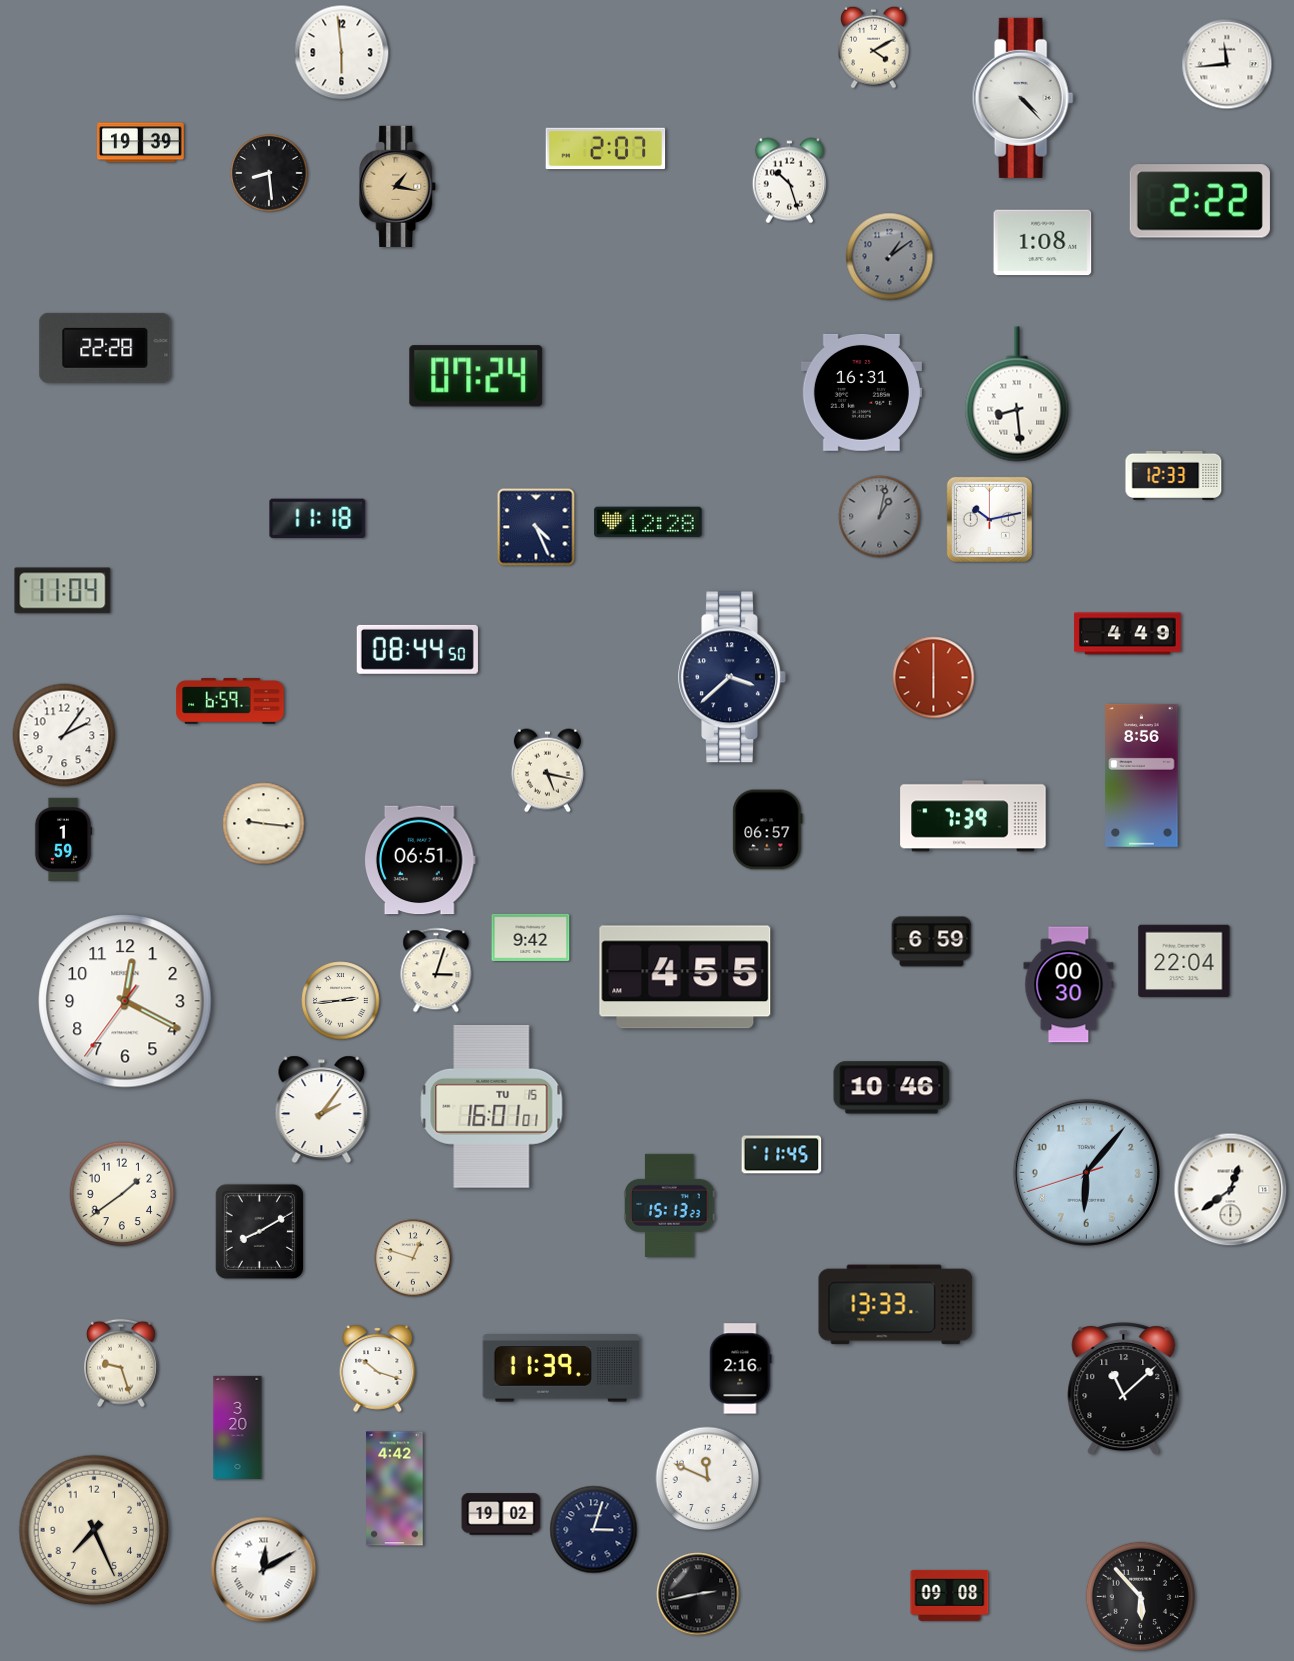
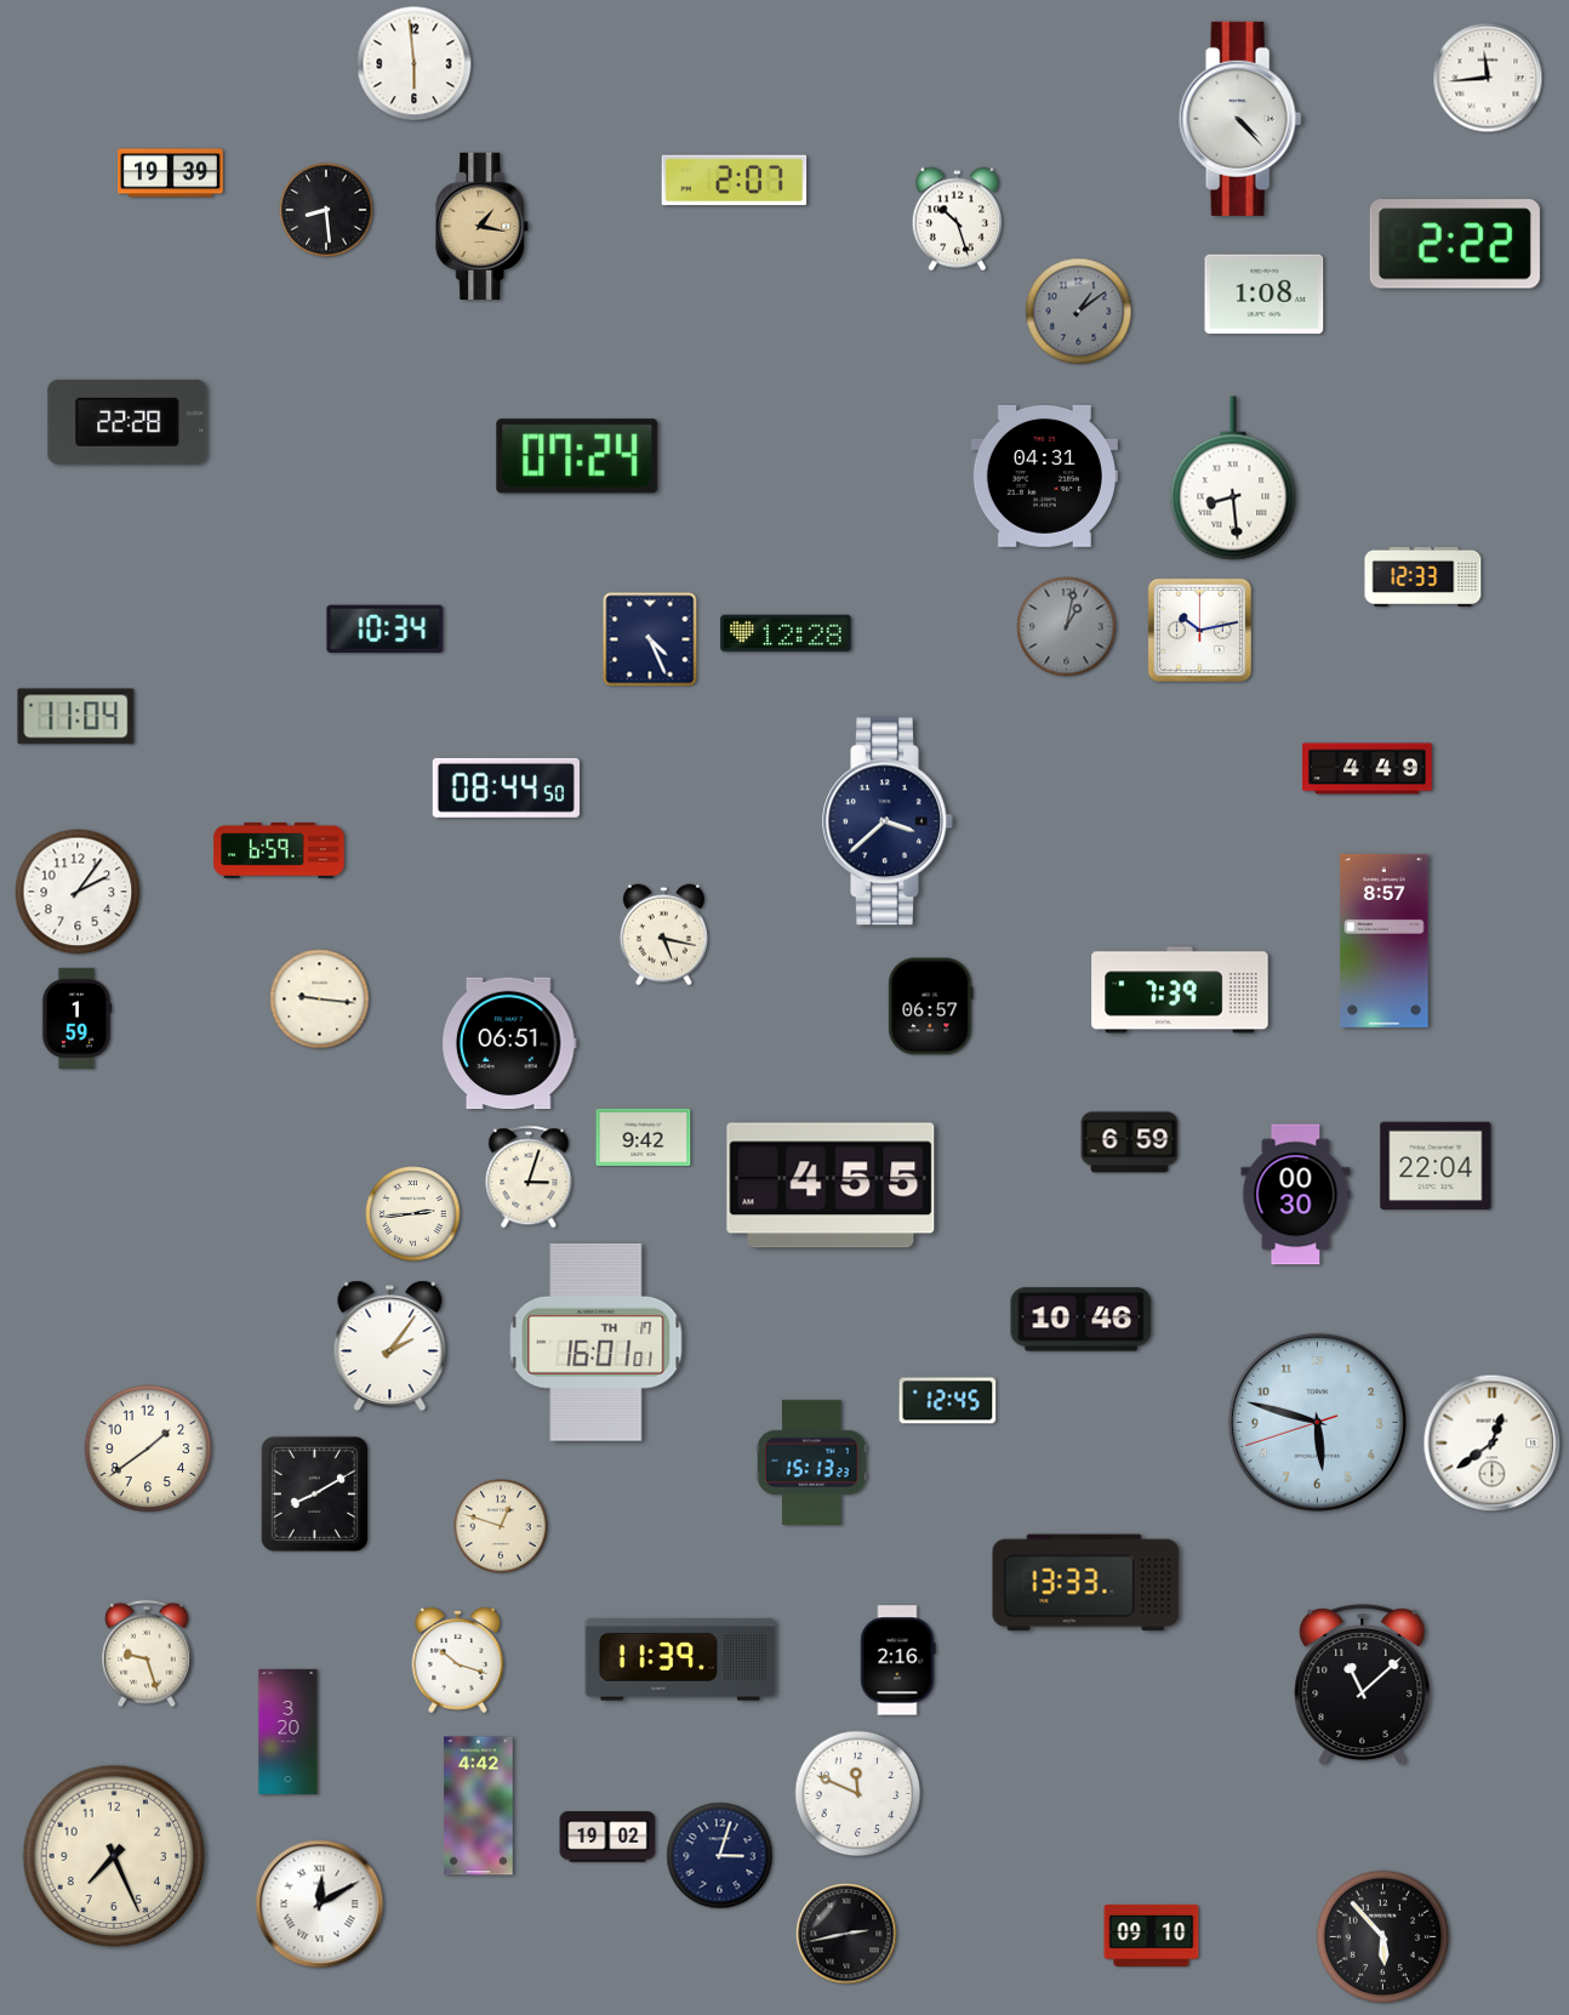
clock at (874, 47): 4:10 -> none
clock at (861, 392): 16:31 -> 04:31
clock at (318, 519): 11:18 -> 10:34
clock at (934, 678): 6:00 -> none
clock at (1142, 775): 8:56 -> 8:57
clock at (125, 1001): 12:19 -> none
clock at (492, 1106) date: TU 15 -> TH 17
clock at (782, 1155): 11:45 -> 12:45
clock at (1086, 1172): 6:06 -> 5:47
clock at (950, 1595): 09:08 -> 09:10
